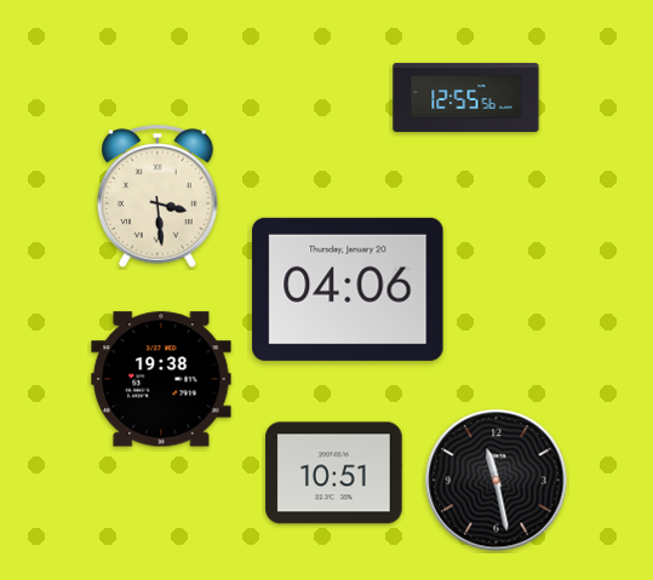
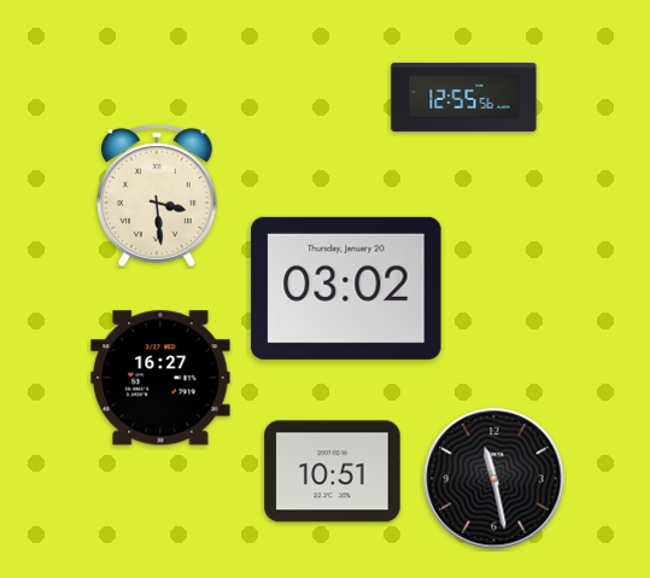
clock at (348, 289): 04:06 -> 03:02
clock at (161, 379): 19:38 -> 16:27
